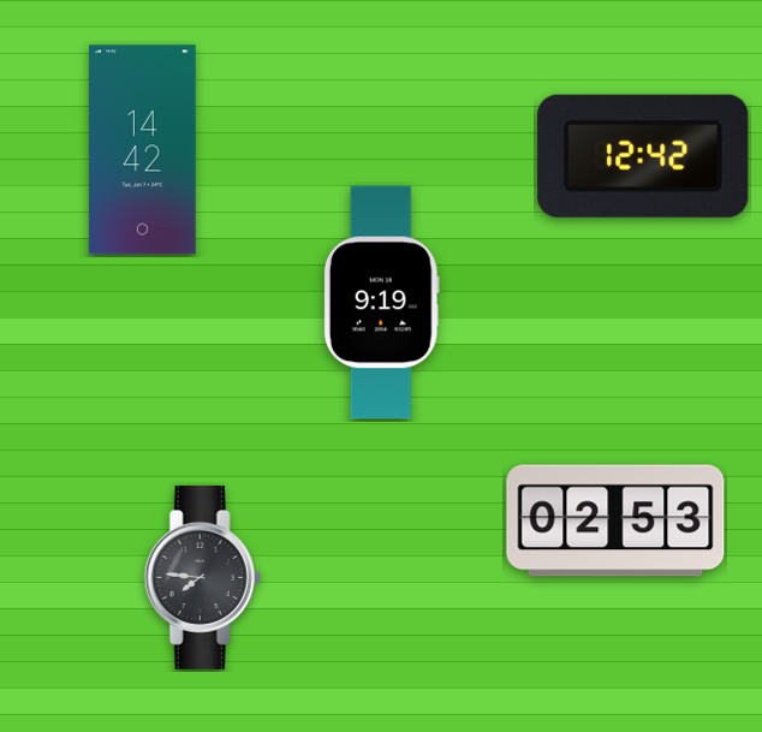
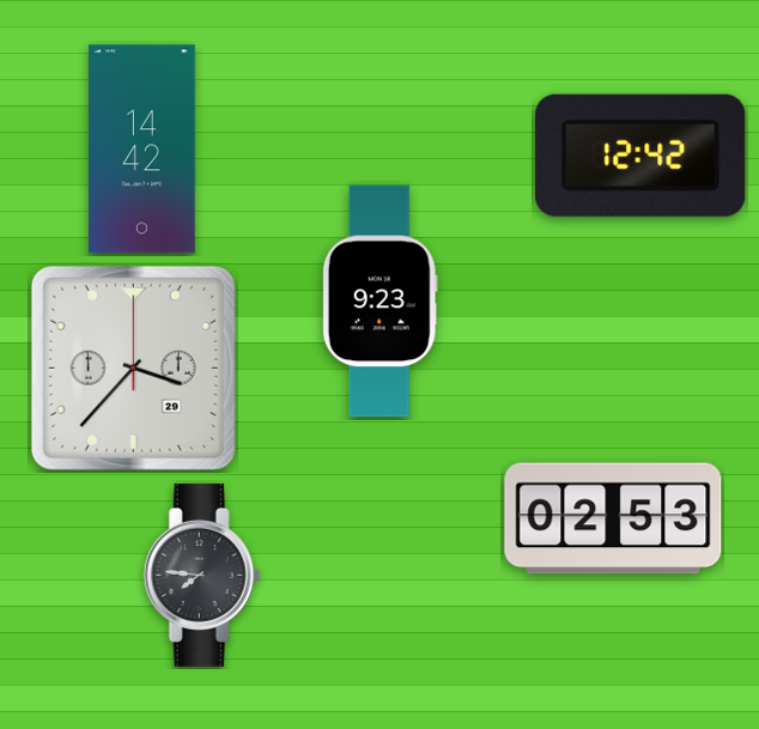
clock at (381, 303): 9:19 -> 9:23
clock at (133, 367): none -> 3:37
